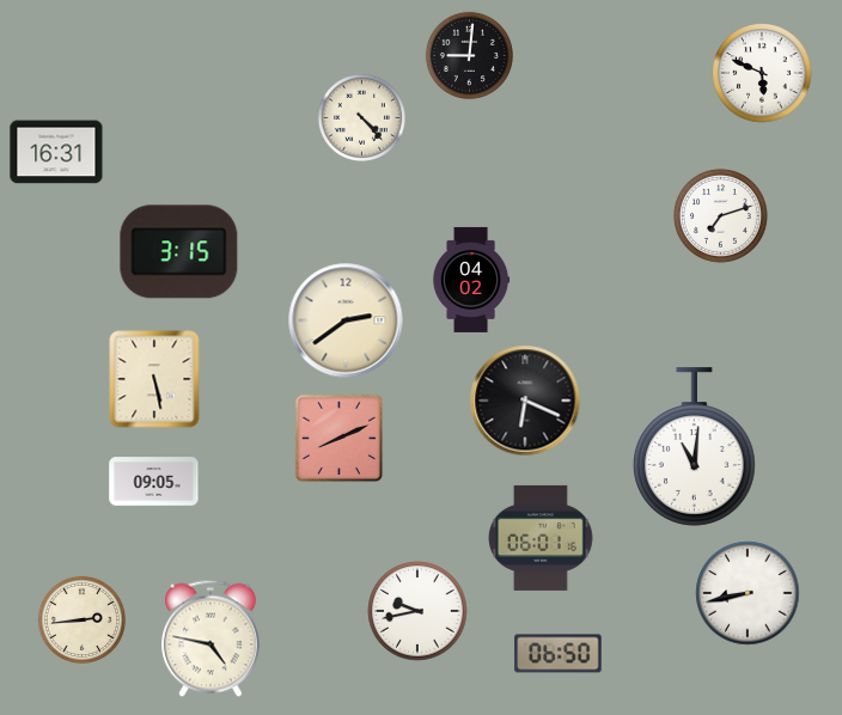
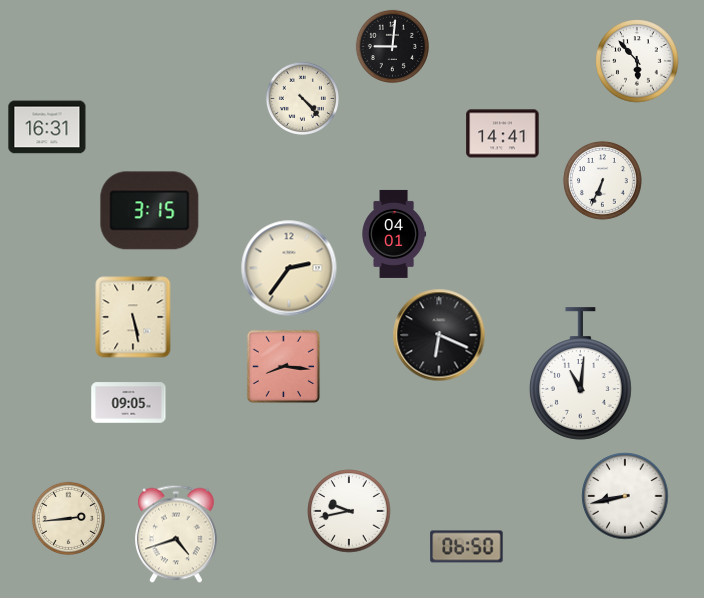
clock at (762, 73): 5:49 -> 5:53
clock at (503, 134): none -> 14:41
clock at (721, 216): 7:12 -> 6:34
clock at (471, 280): 04:02 -> 04:01
clock at (346, 320): 2:39 -> 2:36
clock at (154, 379) position: (154, 379) -> (133, 317)
clock at (340, 439): 8:11 -> 8:16
clock at (542, 538): 06:01 -> none
clock at (212, 638): 4:47 -> 4:42
